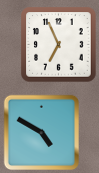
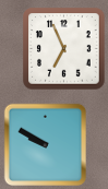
clock at (41, 132): 4:50 -> 9:50
